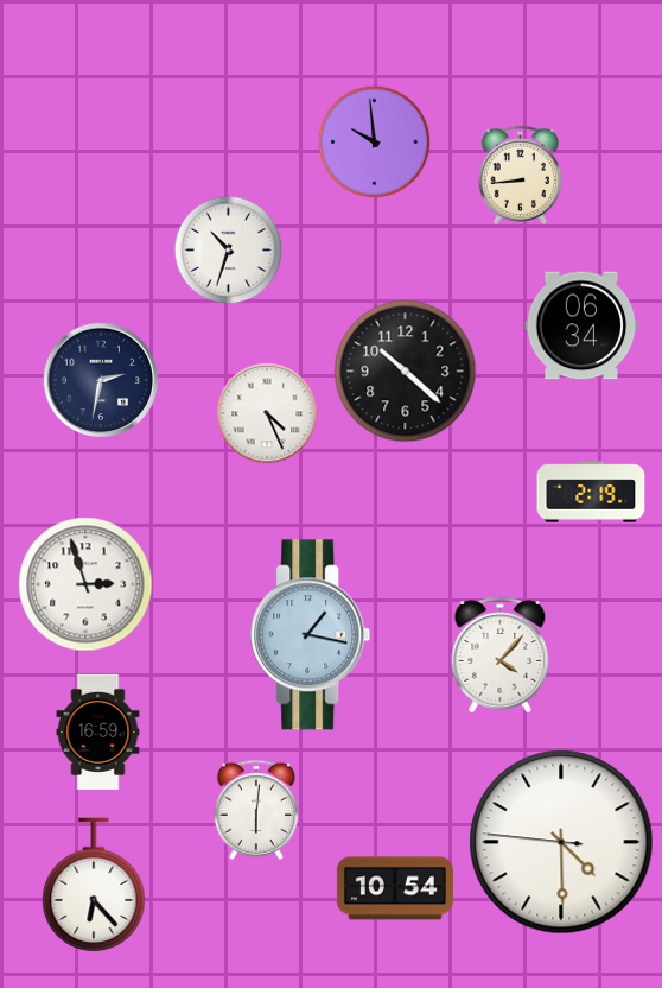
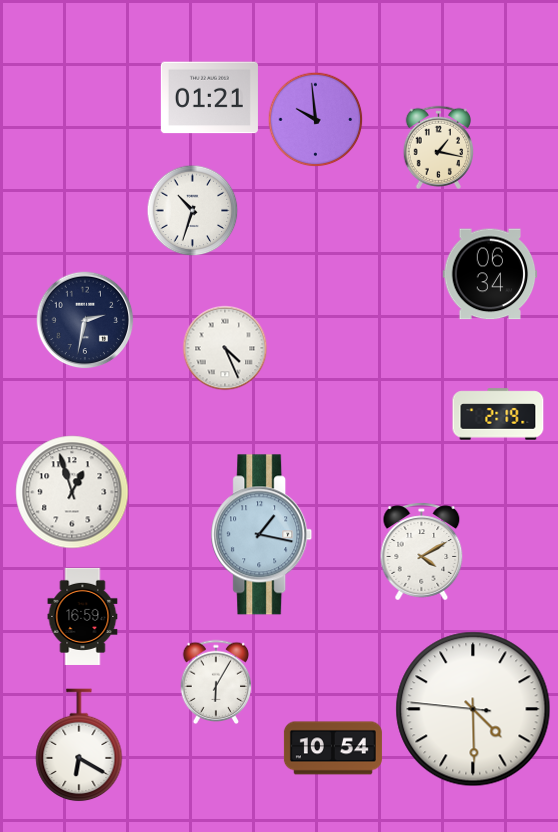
clock at (209, 98): none -> 01:21
clock at (520, 175): 8:44 -> 1:17
clock at (406, 372): 10:22 -> none
clock at (85, 584): 2:57 -> 12:57
clock at (501, 655): 4:07 -> 4:10
clock at (256, 810): 6:01 -> 6:05
clock at (94, 886): 6:23 -> 6:20
